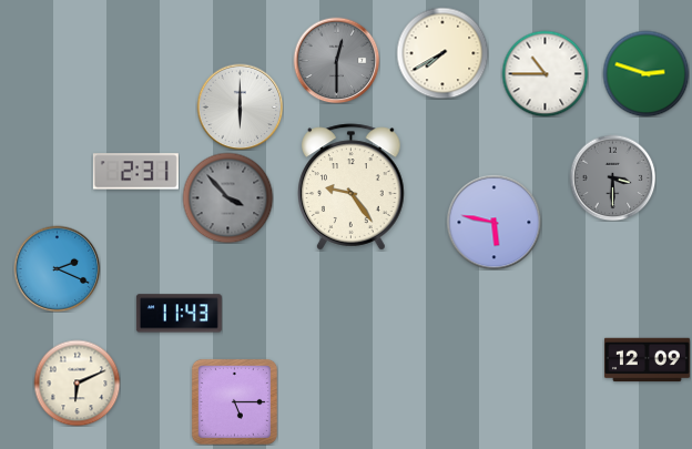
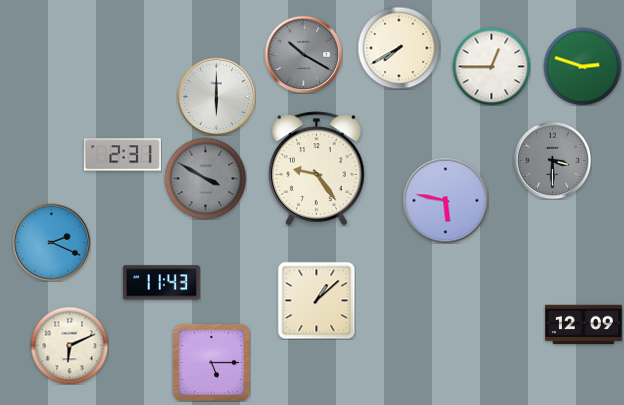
clock at (336, 60): 12:30 -> 10:20
clock at (545, 73): 10:45 -> 12:45
clock at (227, 197): 3:53 -> 3:50
clock at (316, 300): none -> 1:08
